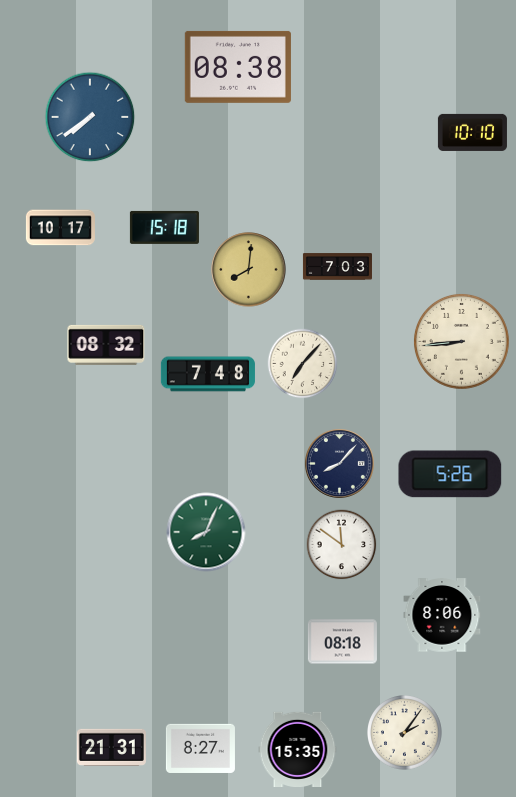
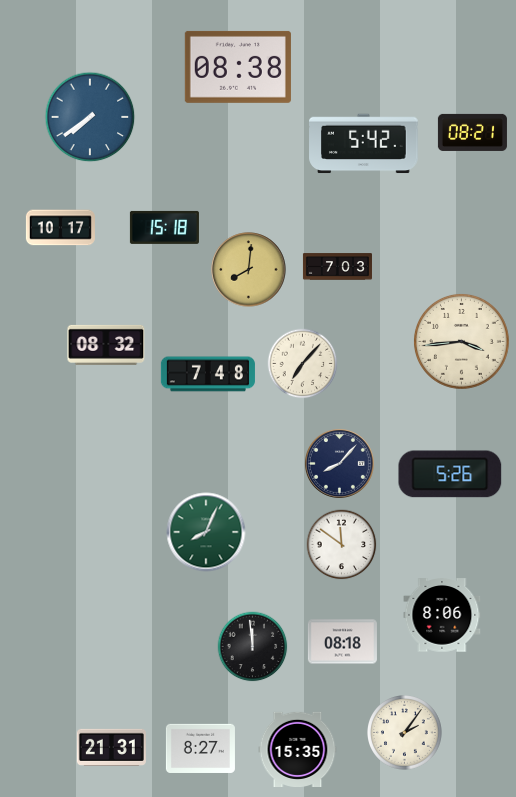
clock at (472, 132): 10:10 -> 08:21
clock at (364, 144): none -> 5:42
clock at (462, 342): 8:44 -> 3:44
clock at (253, 647): none -> 11:59
